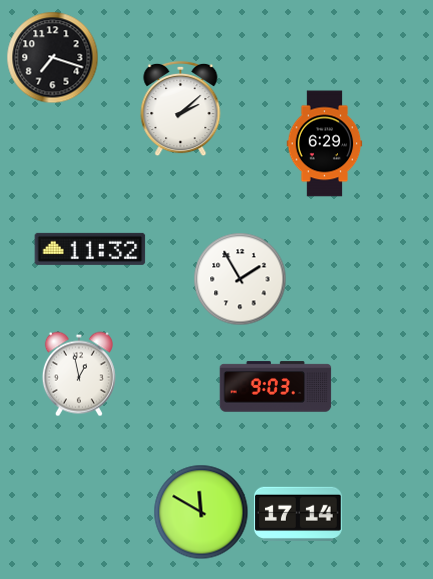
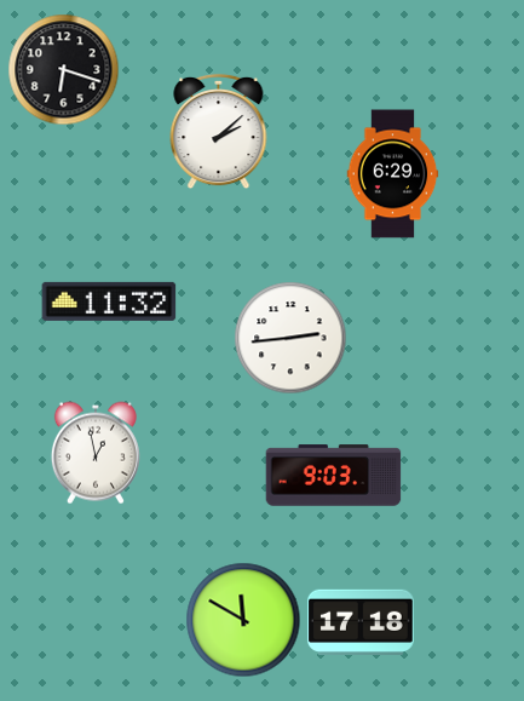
clock at (53, 58): 7:18 -> 6:18
clock at (240, 279): 1:55 -> 2:44
clock at (276, 387) position: (276, 387) -> (334, 476)
clock at (299, 513): 17:14 -> 17:18
